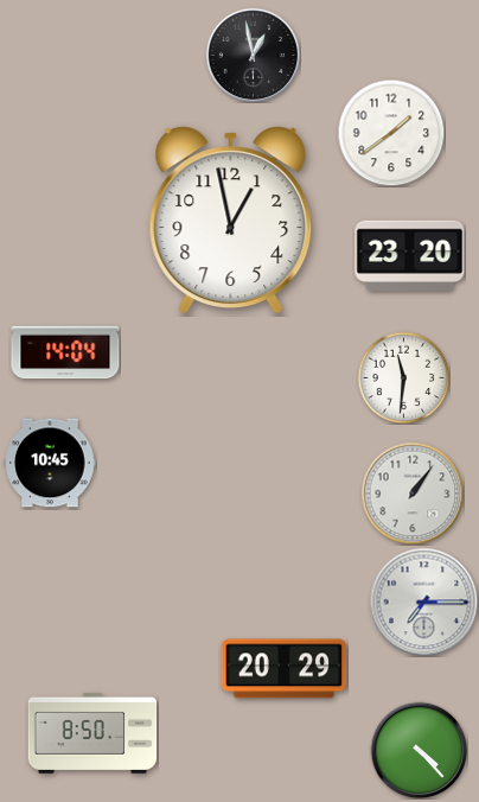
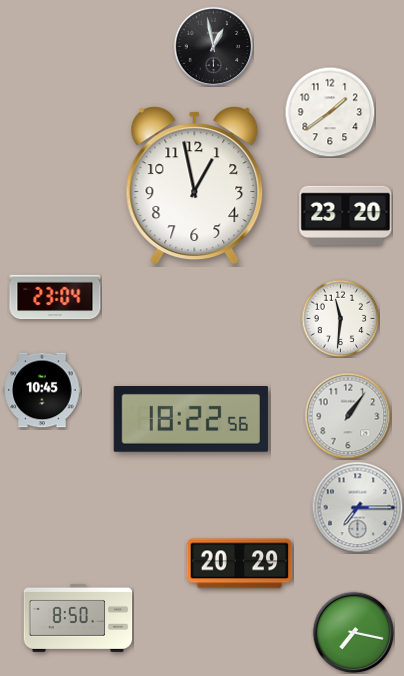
clock at (65, 352): 14:04 -> 23:04
clock at (190, 420): none -> 18:22
clock at (419, 750): 4:23 -> 7:17
